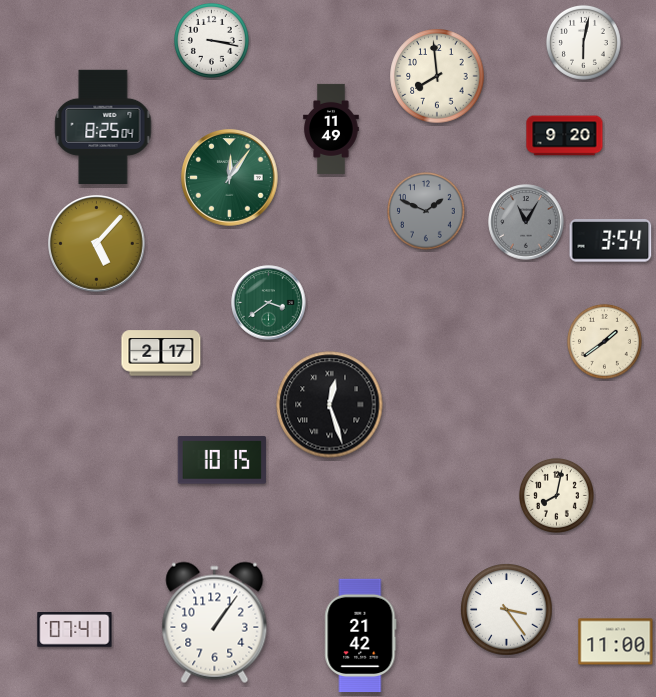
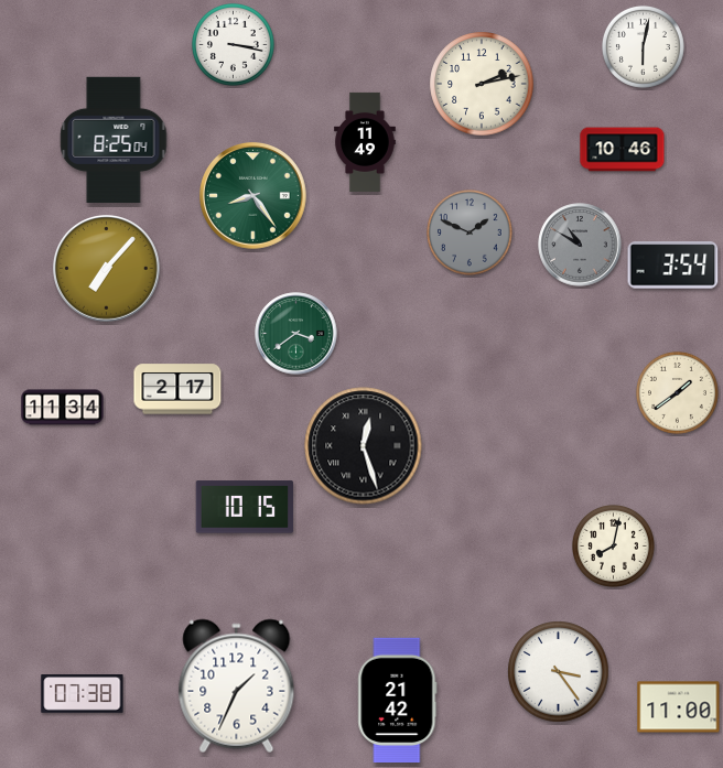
clock at (437, 76): 7:59 -> 2:13
clock at (565, 136): 9:20 -> 10:46
clock at (230, 178): 12:06 -> 8:24
clock at (526, 222): 11:05 -> 10:50
clock at (97, 244): 5:07 -> 7:07
clock at (604, 341) position: (604, 341) -> (677, 392)
clock at (63, 408): none -> 11:34
clock at (215, 623): 1:06 -> 1:34
clock at (75, 630): 07:41 -> 07:38
